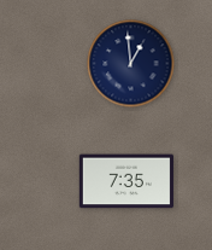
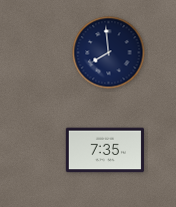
clock at (131, 64): 12:59 -> 7:59
